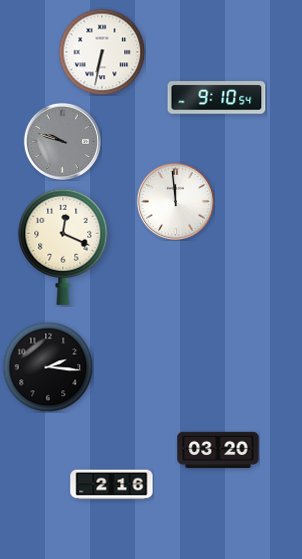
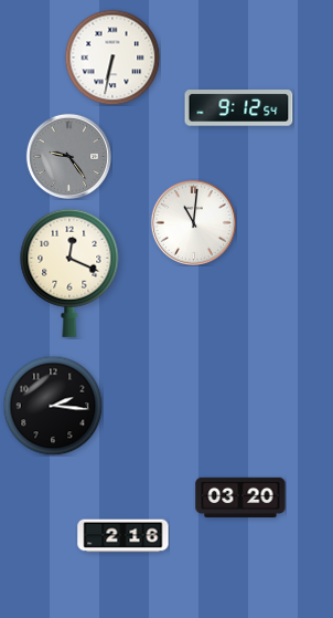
clock at (217, 98): 9:10 -> 9:12
clock at (62, 141): 9:48 -> 9:24
clock at (175, 201): 11:59 -> 11:01
